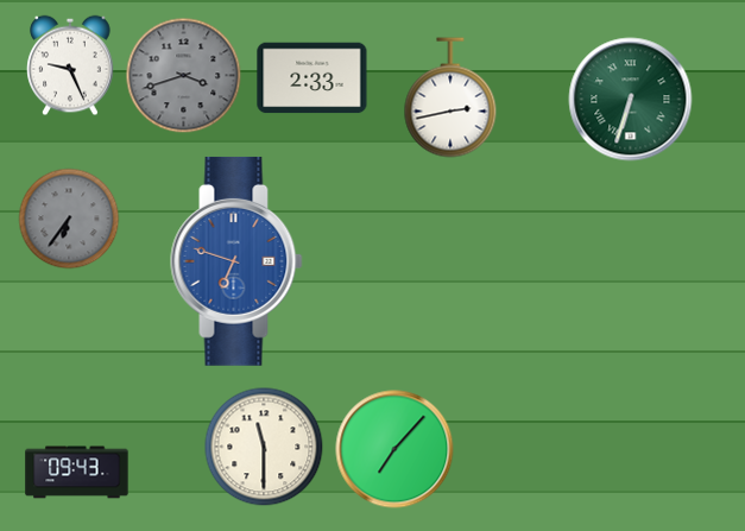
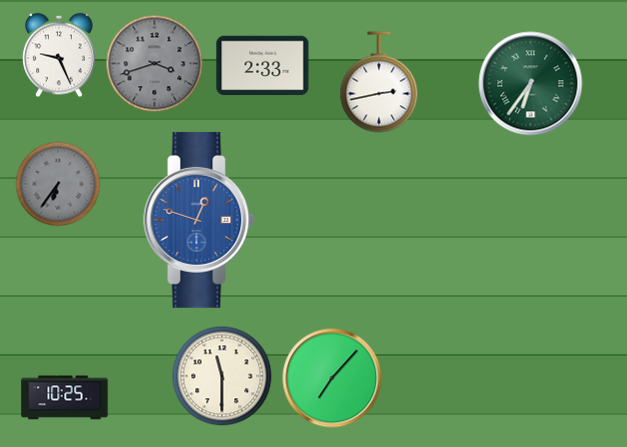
clock at (631, 100): 6:33 -> 6:36
clock at (236, 261): 6:48 -> 12:48
clock at (77, 473): 09:43 -> 10:25
